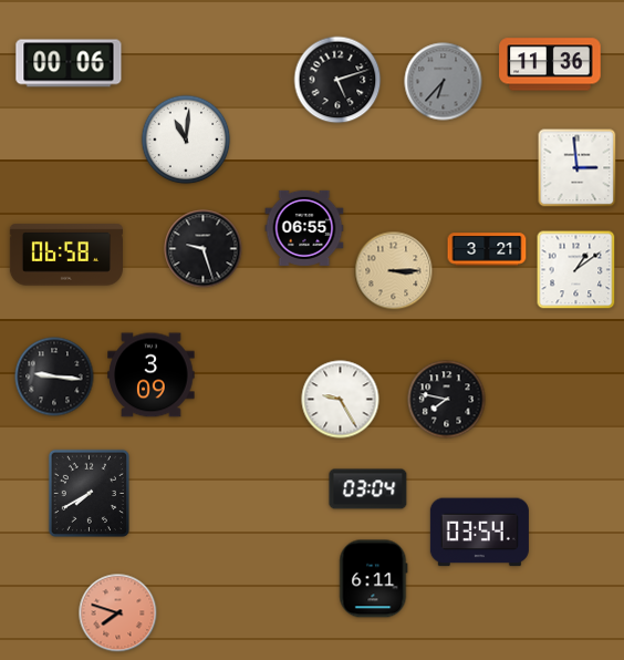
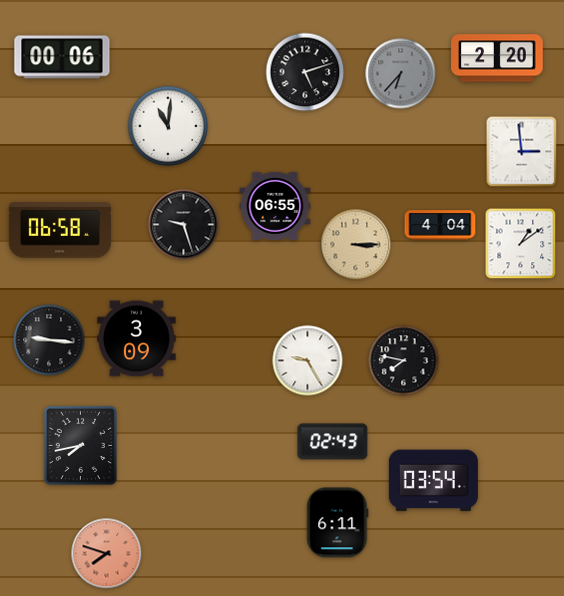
clock at (550, 64): 11:36 -> 2:20
clock at (487, 249): 3:21 -> 4:04
clock at (368, 489): 03:04 -> 02:43
clock at (89, 493): 7:40 -> 7:43
